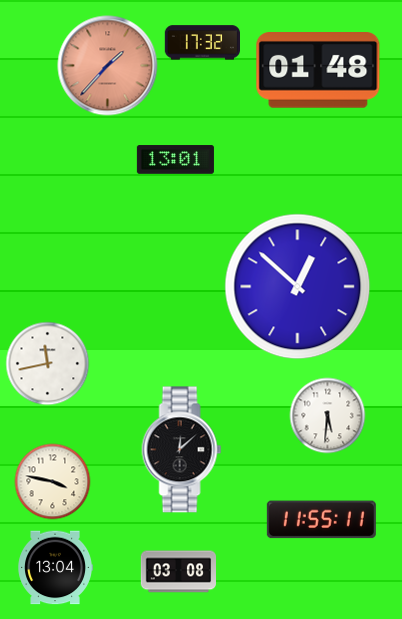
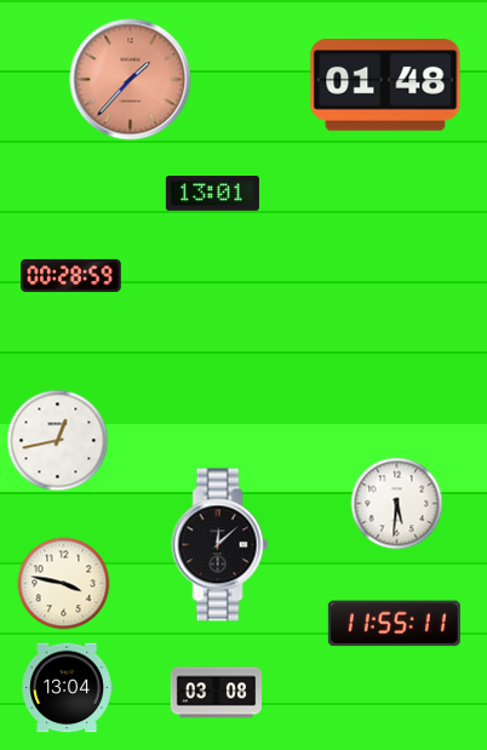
clock at (202, 43): 17:32 -> none
clock at (71, 275): none -> 00:28
clock at (298, 287): 12:52 -> none
clock at (48, 364): 11:43 -> 12:43
clock at (321, 520) position: (321, 520) -> (394, 624)
